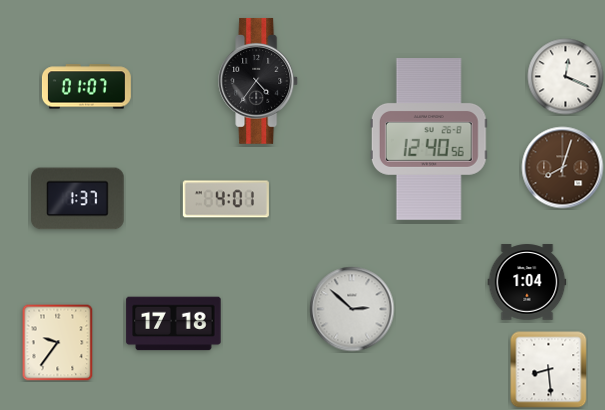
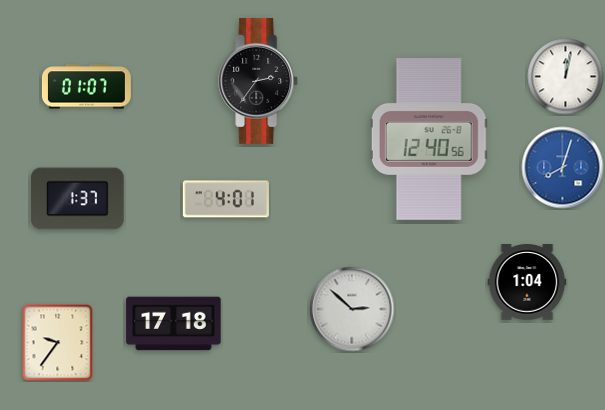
clock at (566, 77): 12:19 -> 12:02
clock at (259, 81): 4:36 -> 2:36
clock at (563, 168) dial: brown -> blue
clock at (549, 370): 8:29 -> none
